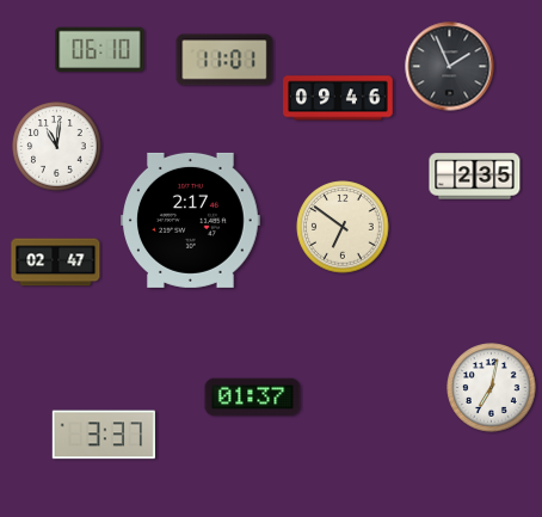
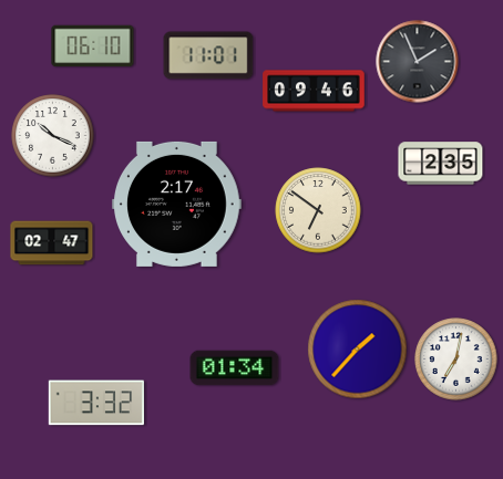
clock at (57, 147): 11:01 -> 10:19
clock at (358, 350): none -> 1:37
clock at (253, 398): 01:37 -> 01:34
clock at (104, 435): 3:37 -> 3:32
